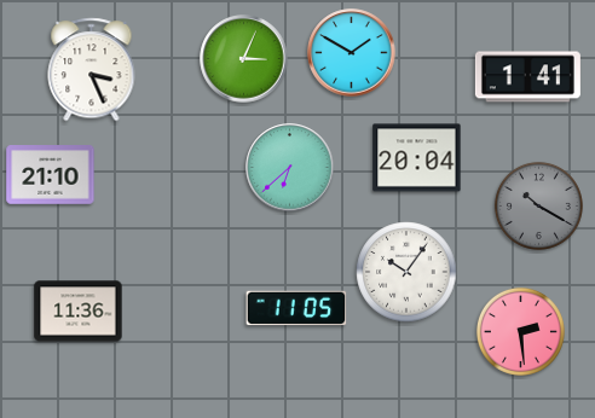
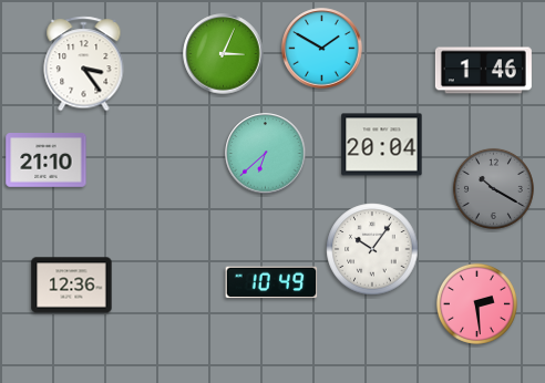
clock at (92, 70): 3:26 -> 3:24
clock at (527, 77): 1:41 -> 1:46
clock at (296, 308): 11:05 -> 10:49
clock at (79, 312): 11:36 -> 12:36
